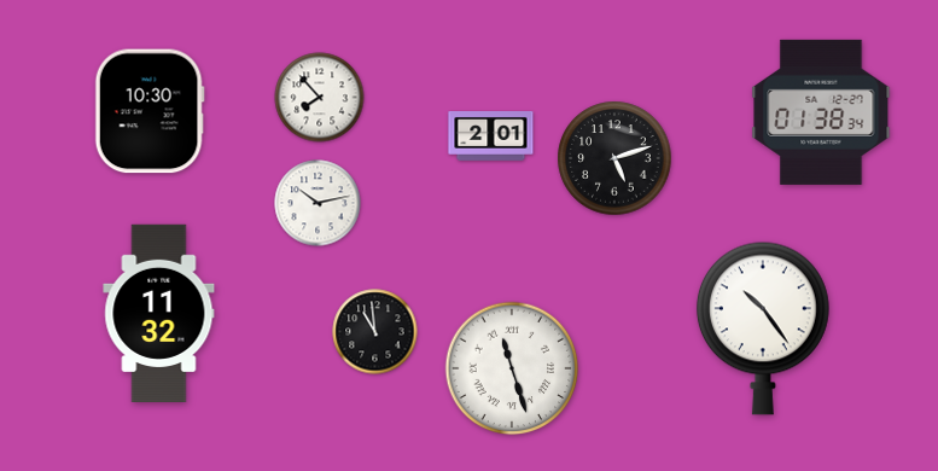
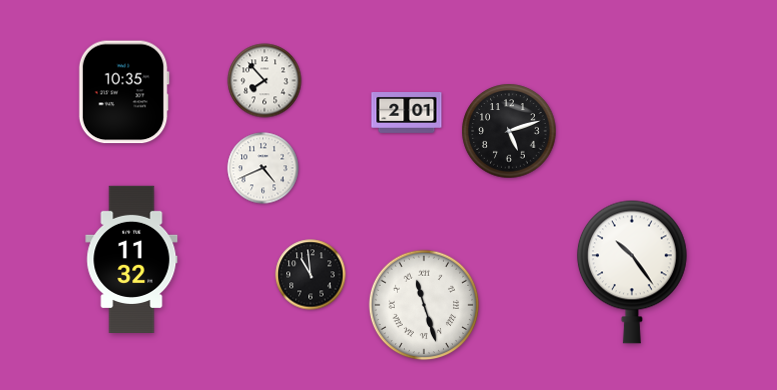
clock at (150, 111): 10:30 -> 10:35
clock at (821, 112): 01:38 -> none
clock at (317, 203): 10:13 -> 4:41
